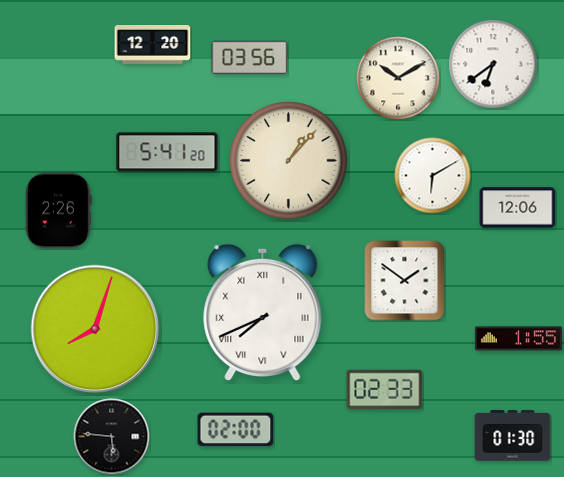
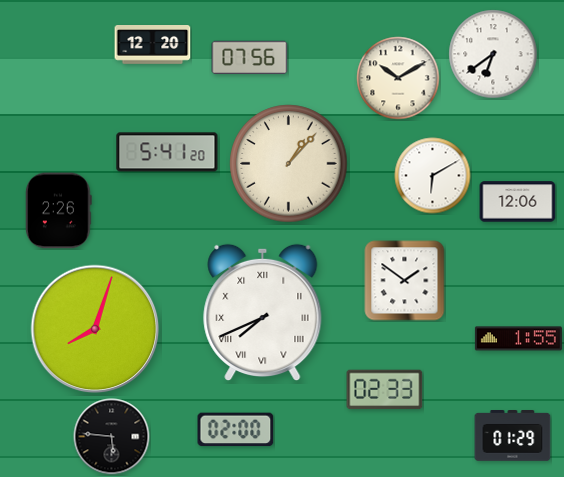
clock at (250, 58): 03:56 -> 07:56
clock at (493, 64) position: (493, 64) -> (493, 54)
clock at (289, 161) position: (289, 161) -> (289, 164)
clock at (518, 208) position: (518, 208) -> (518, 202)
clock at (513, 436): 01:30 -> 01:29
